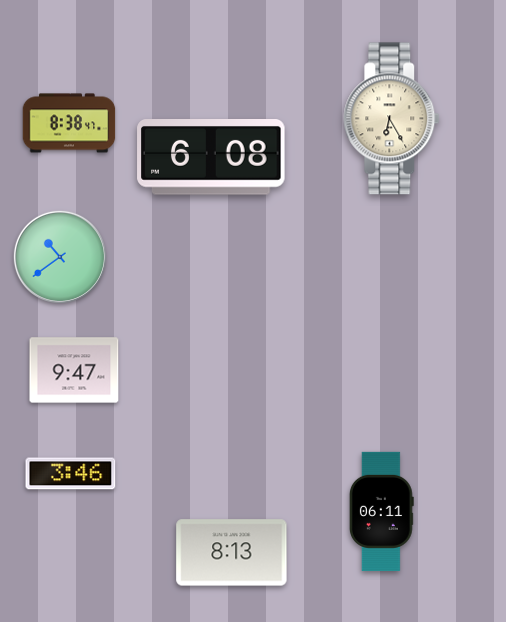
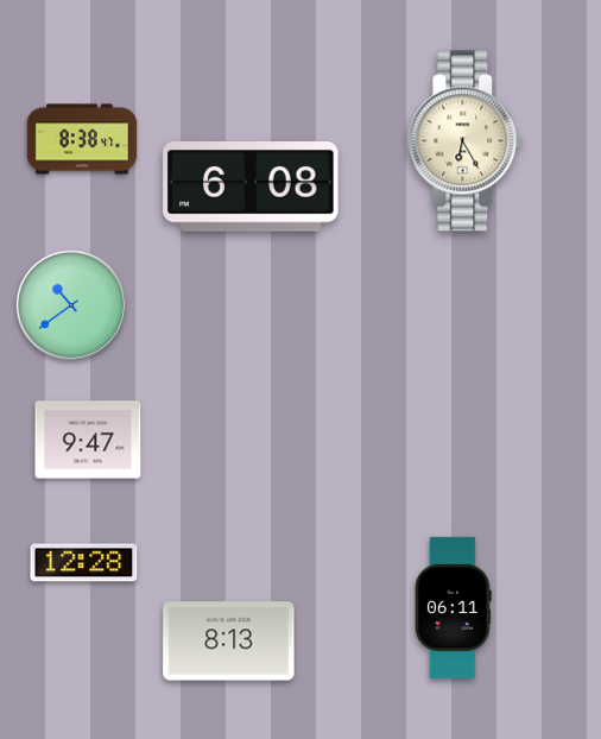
clock at (69, 123) position: (69, 123) -> (82, 139)
clock at (71, 474): 3:46 -> 12:28
clock at (232, 553) position: (232, 553) -> (229, 642)
